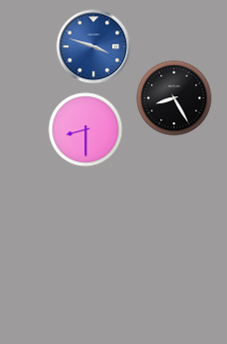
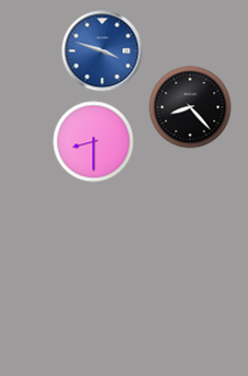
clock at (174, 98): 8:25 -> 8:23
